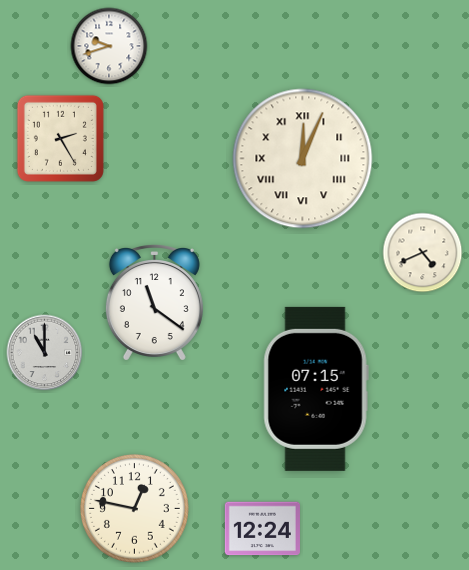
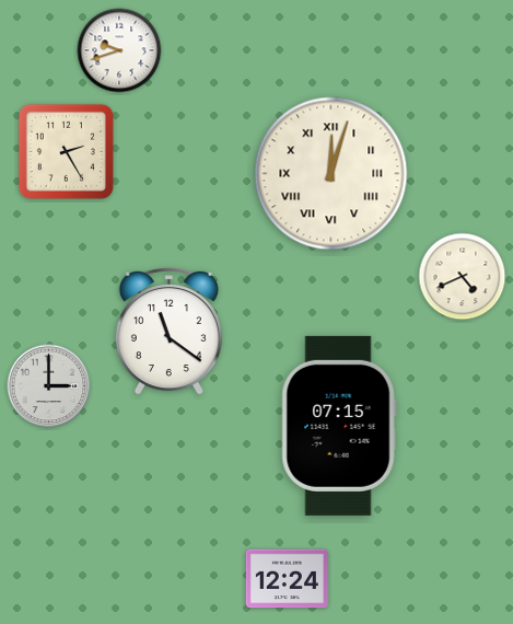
clock at (303, 159): 12:04 -> 12:03
clock at (45, 353): 11:00 -> 3:00
clock at (316, 389) position: (316, 389) -> (339, 426)
clock at (135, 508): 12:47 -> none
